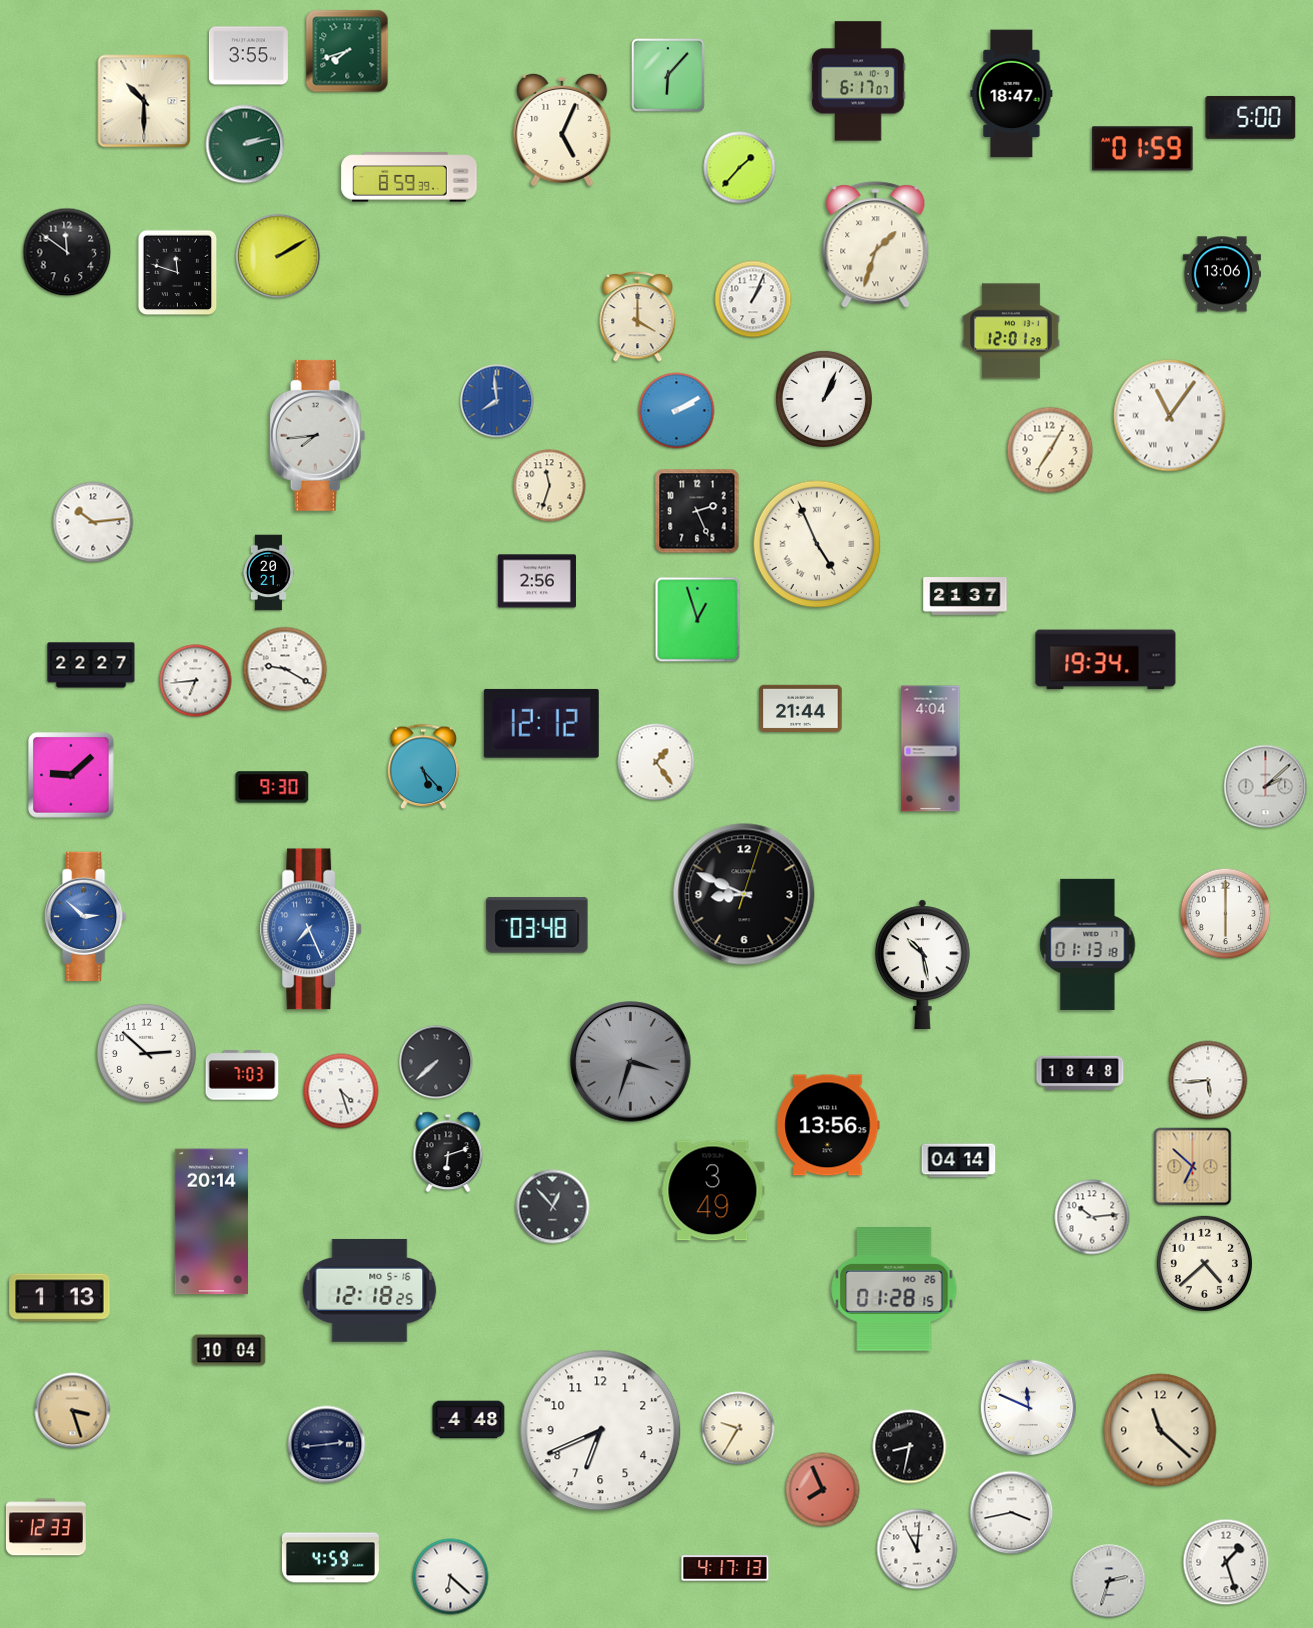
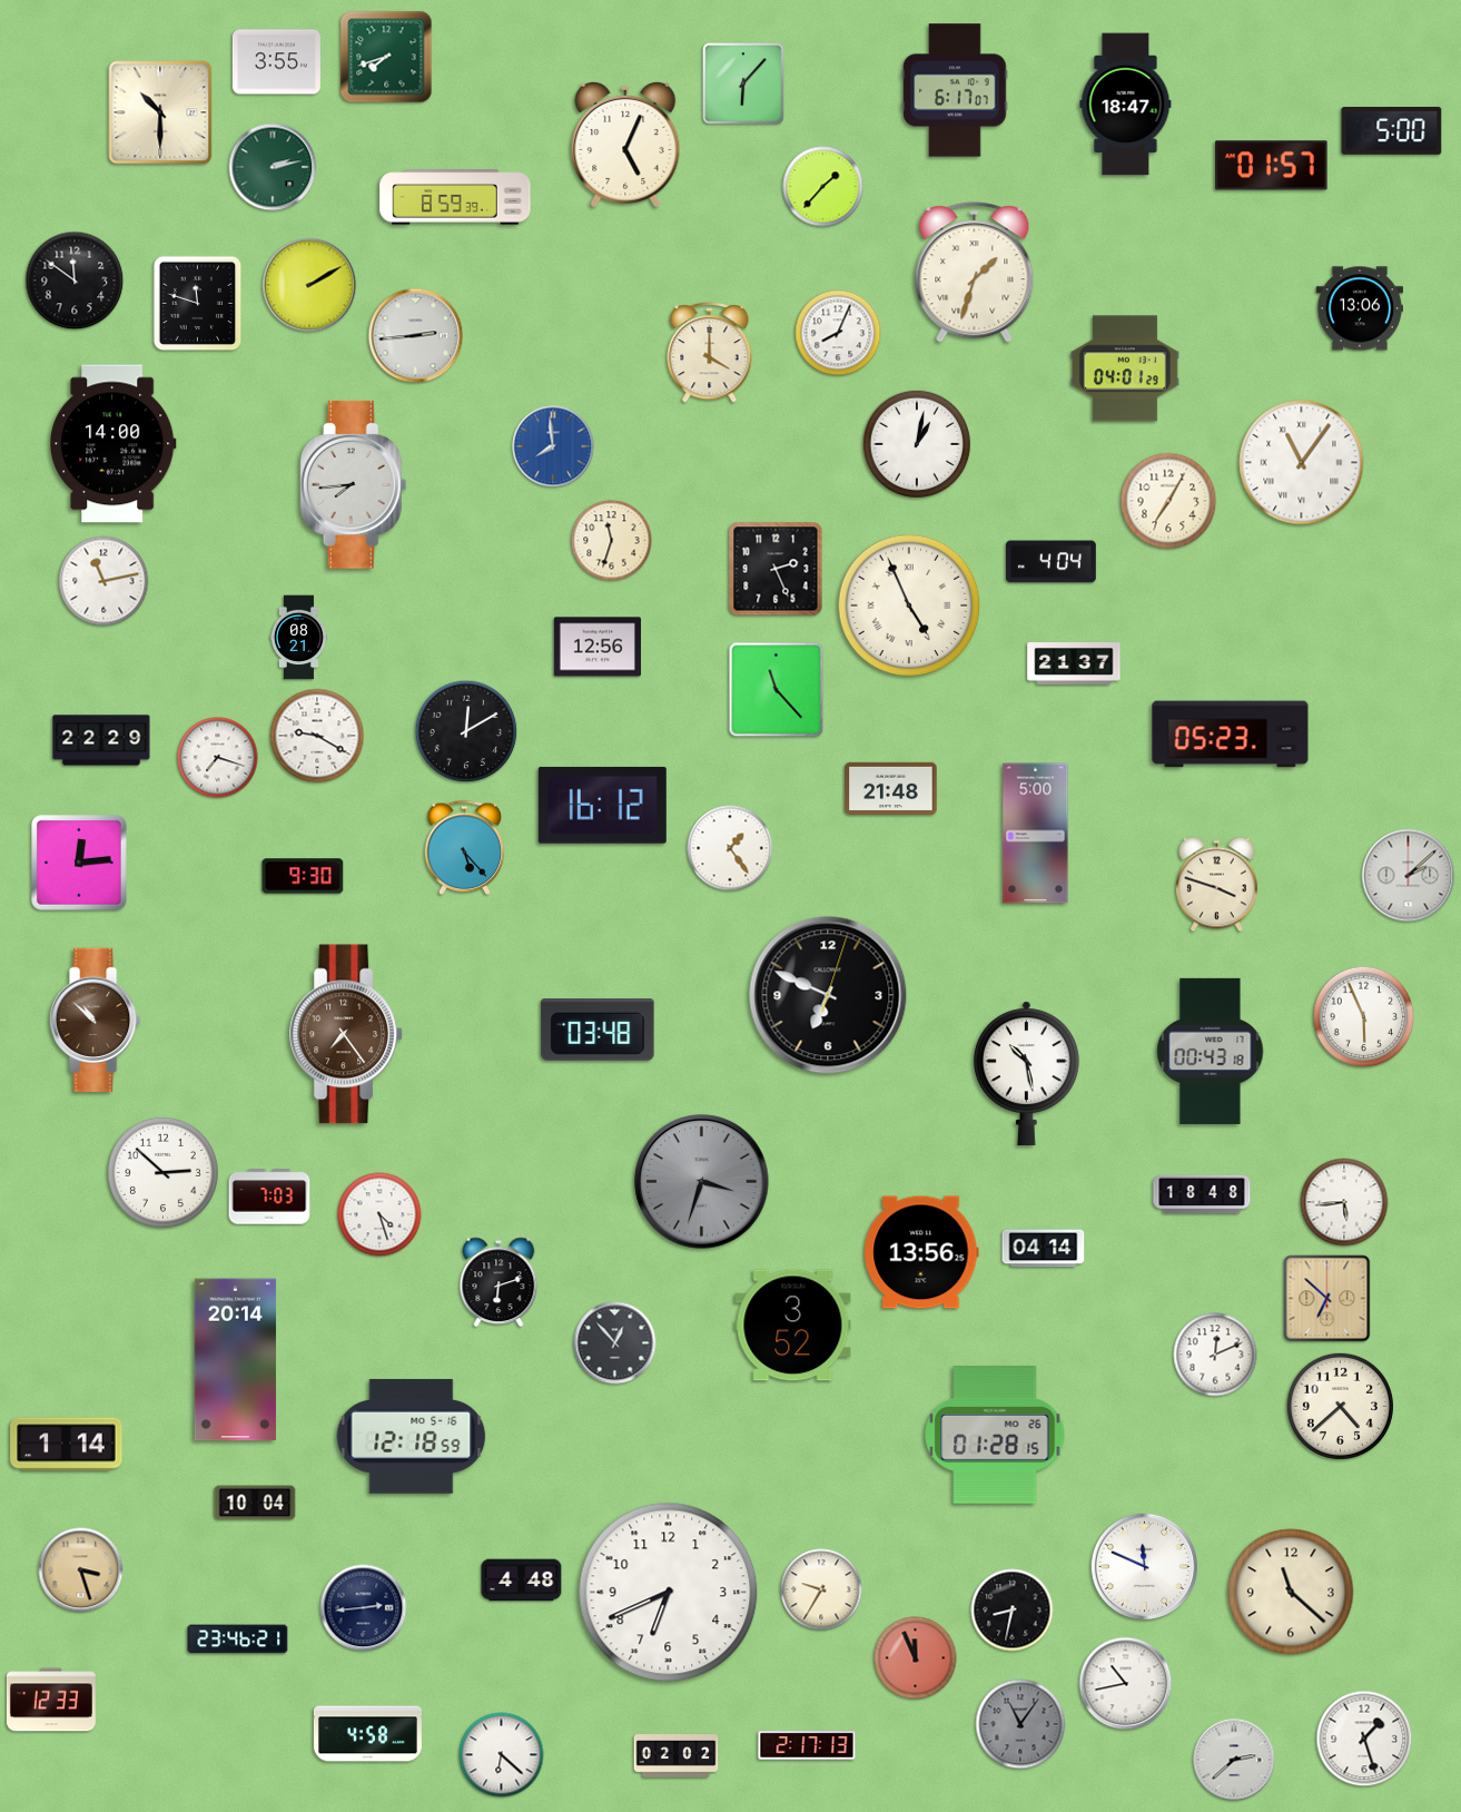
clock at (245, 144) position: (245, 144) -> (273, 167)
clock at (1143, 149): 01:59 -> 01:57
clock at (1222, 274) position: (1222, 274) -> (1360, 308)
clock at (753, 299): 1:04 -> 8:04
clock at (416, 336): none -> 2:44
clock at (1011, 331): 12:01 -> 04:01
clock at (113, 444): none -> 14:00
clock at (824, 399): 1:04 -> 1:02
clock at (677, 411): 2:10 -> none
clock at (1052, 562): none -> 4:04
clock at (93, 522): 10:14 -> 11:13
clock at (268, 573): 20:21 -> 08:21
clock at (537, 581): 2:56 -> 12:56
clock at (698, 620): 12:57 -> 11:23
clock at (466, 731): none -> 12:10
clock at (1106, 660): 19:34 -> 05:23
clock at (91, 665): 22:27 -> 22:29
clock at (285, 669) position: (285, 669) -> (317, 736)
clock at (196, 681): 6:44 -> 7:18
clock at (801, 708): 21:44 -> 21:48
clock at (541, 723): 12:12 -> 16:12
clock at (931, 749): 4:04 -> 5:00
clock at (424, 766) position: (424, 766) -> (465, 847)
clock at (71, 775): 9:08 -> 12:14
clock at (1217, 885): none -> 3:48
clock at (744, 894): 8:49 -> 6:49
clock at (1226, 914): 6:00 -> 5:56
clock at (86, 917): 2:52 -> 10:52
clock at (86, 917) dial: blue -> brown
clock at (312, 929): 7:26 -> 7:24
clock at (312, 929) dial: blue -> brown
clock at (1088, 944): 01:13 -> 00:43
clock at (436, 1062): 7:38 -> none
clock at (959, 1161) position: (959, 1161) -> (1044, 1249)
clock at (713, 1191): 3:49 -> 3:52
clock at (1092, 1217): 10:14 -> 12:11
clock at (370, 1290): 12:18:25 -> 12:18:59
clock at (60, 1298): 1:13 -> 1:14
clock at (238, 1639): none -> 23:46
clock at (823, 1490): 7:56 -> 11:56
clock at (1012, 1513): 3:43 -> 10:43
clock at (917, 1549): 11:01 -> 11:06
clock at (917, 1549) dial: white -> grey
clock at (330, 1558): 4:59 -> 4:58
clock at (725, 1568): 4:17 -> 2:17
clock at (677, 1756): none -> 02:02
clock at (1109, 1581): 2:33 -> 2:38
